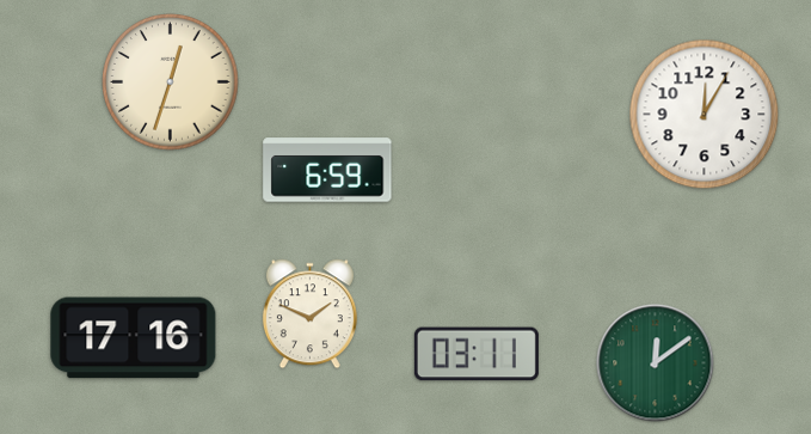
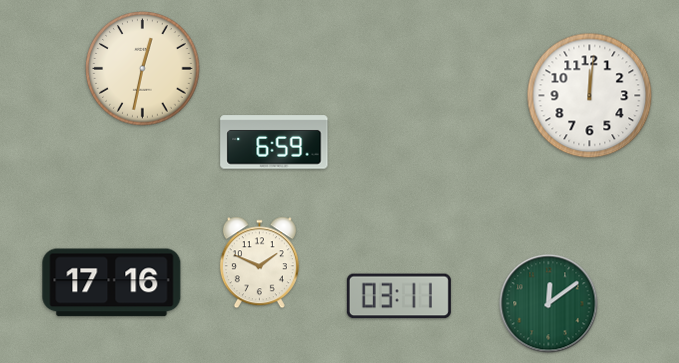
clock at (171, 82): 12:33 -> 12:32
clock at (705, 115): 12:05 -> 12:01
